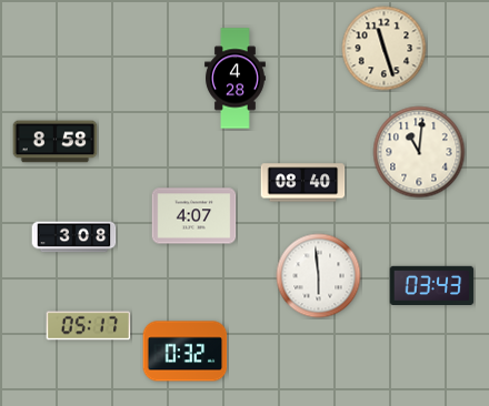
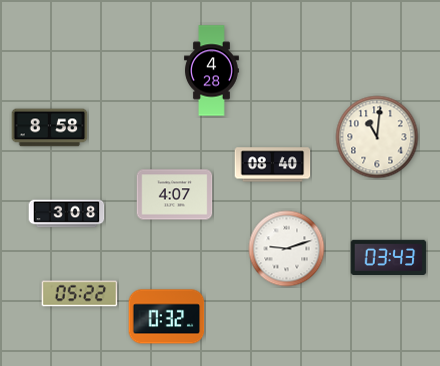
clock at (385, 49): 11:27 -> none
clock at (319, 276): 5:59 -> 9:12
clock at (89, 326): 05:17 -> 05:22
